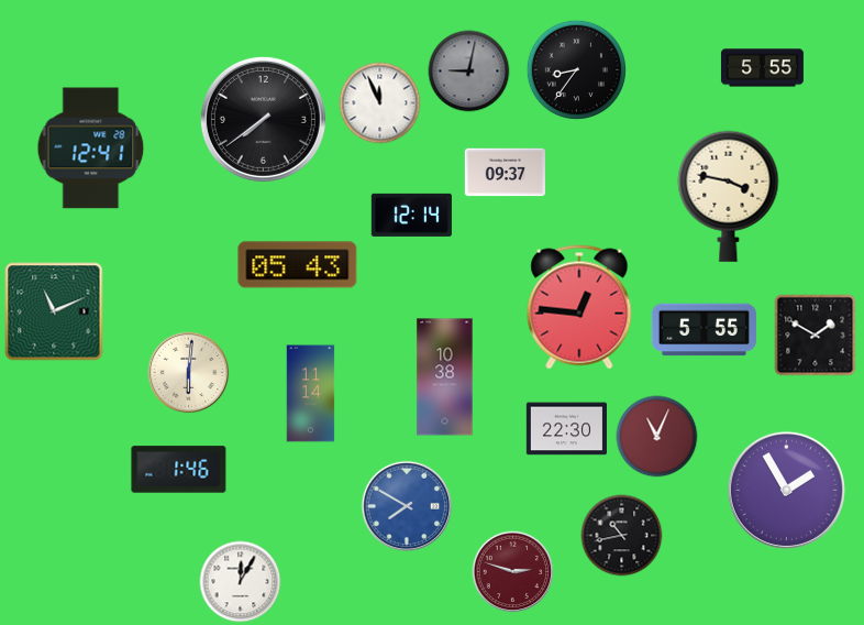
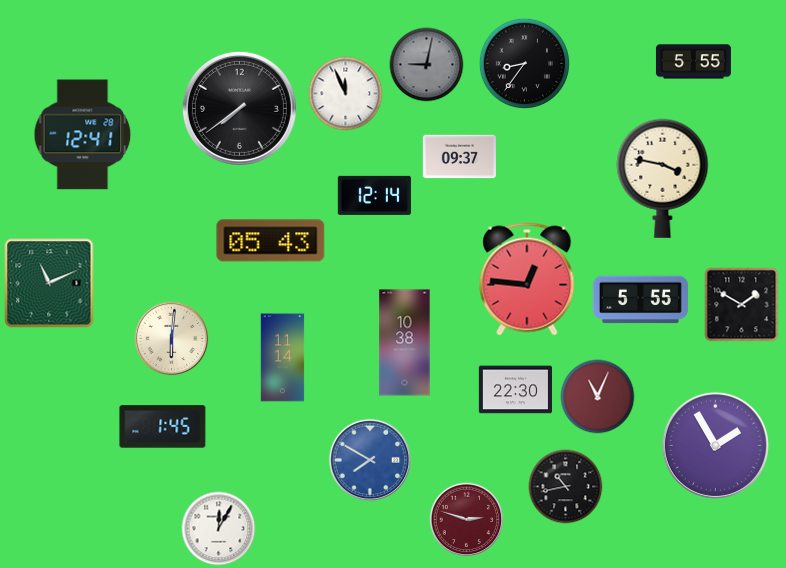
clock at (179, 470): 1:46 -> 1:45
